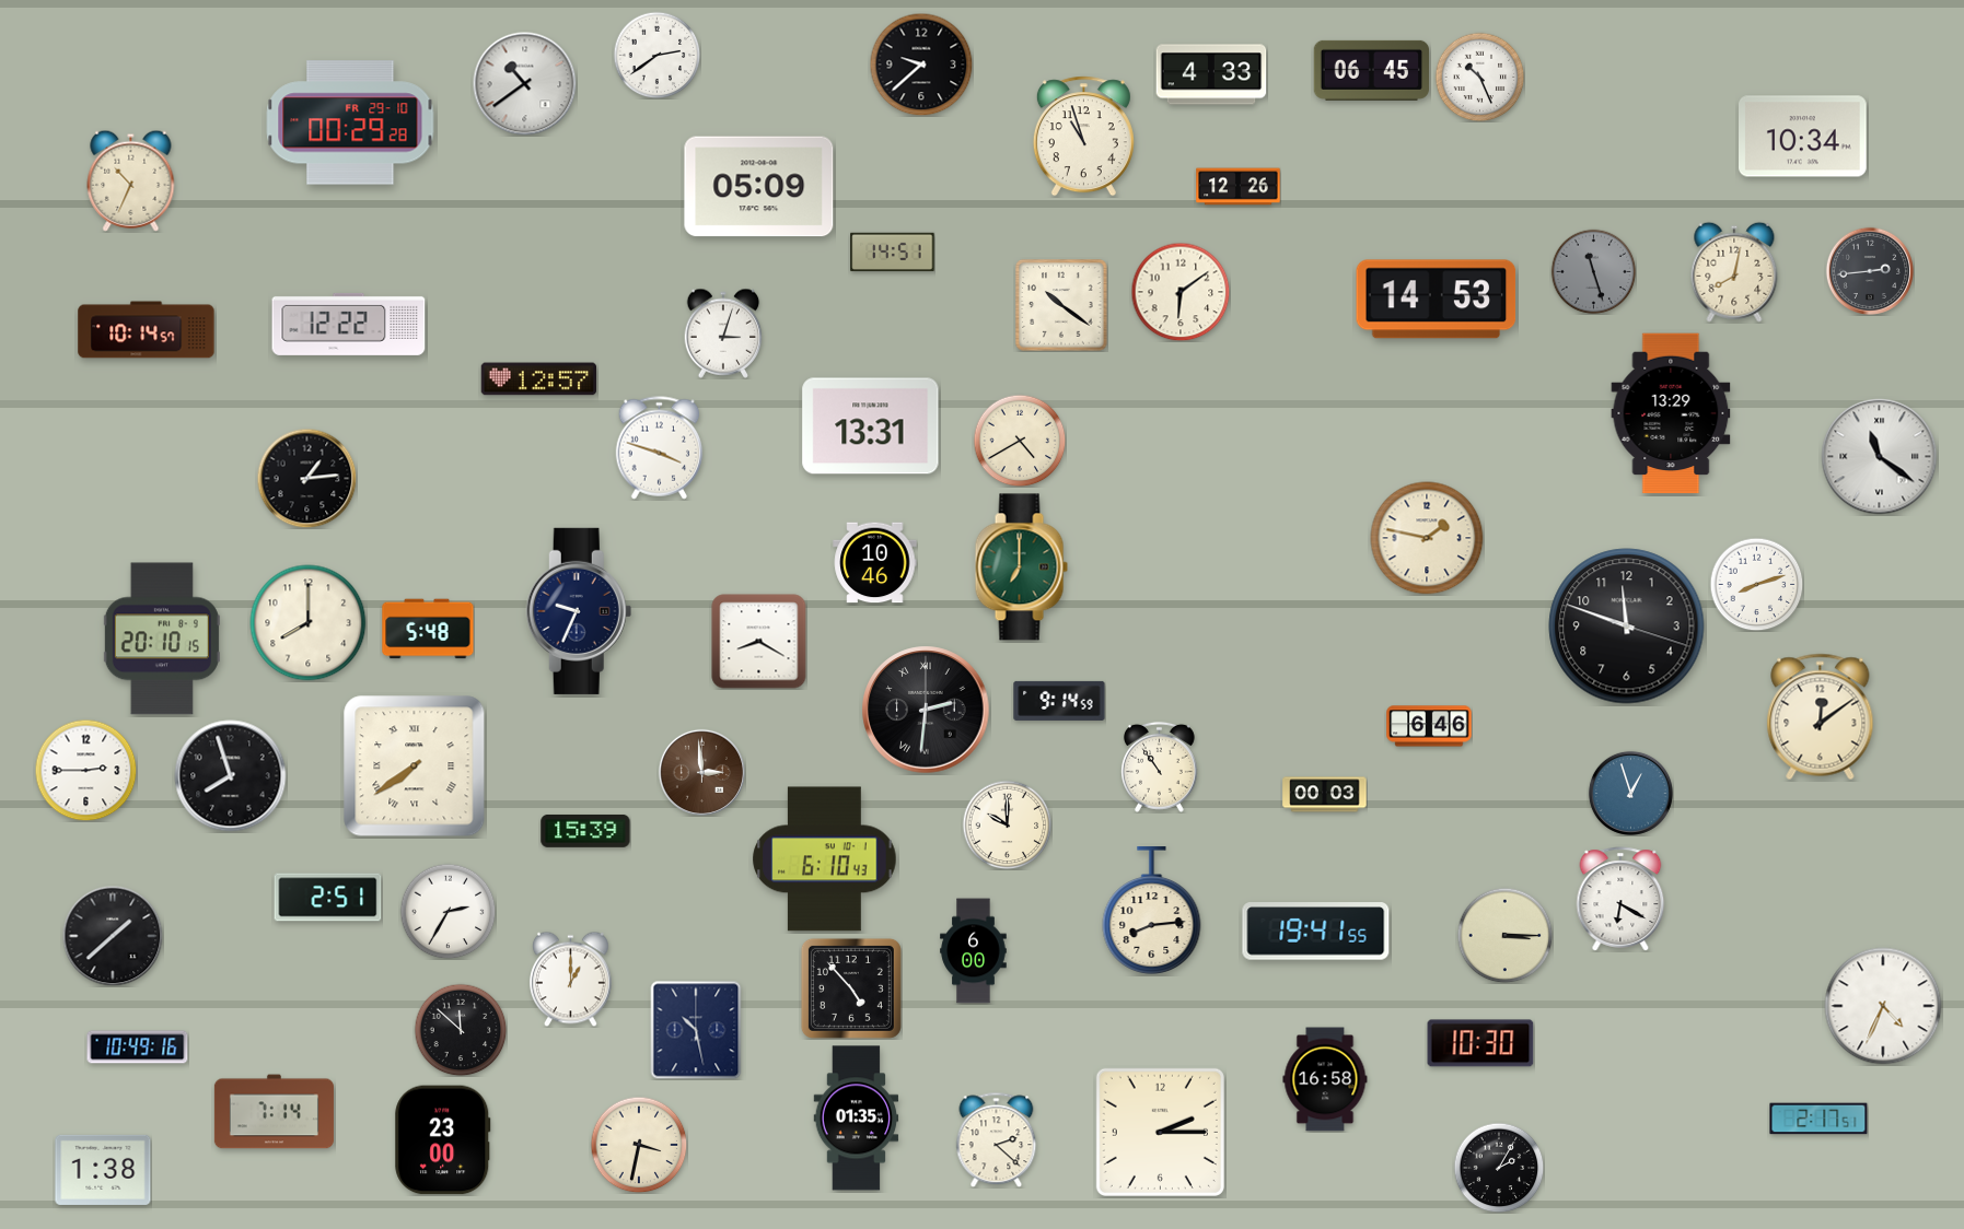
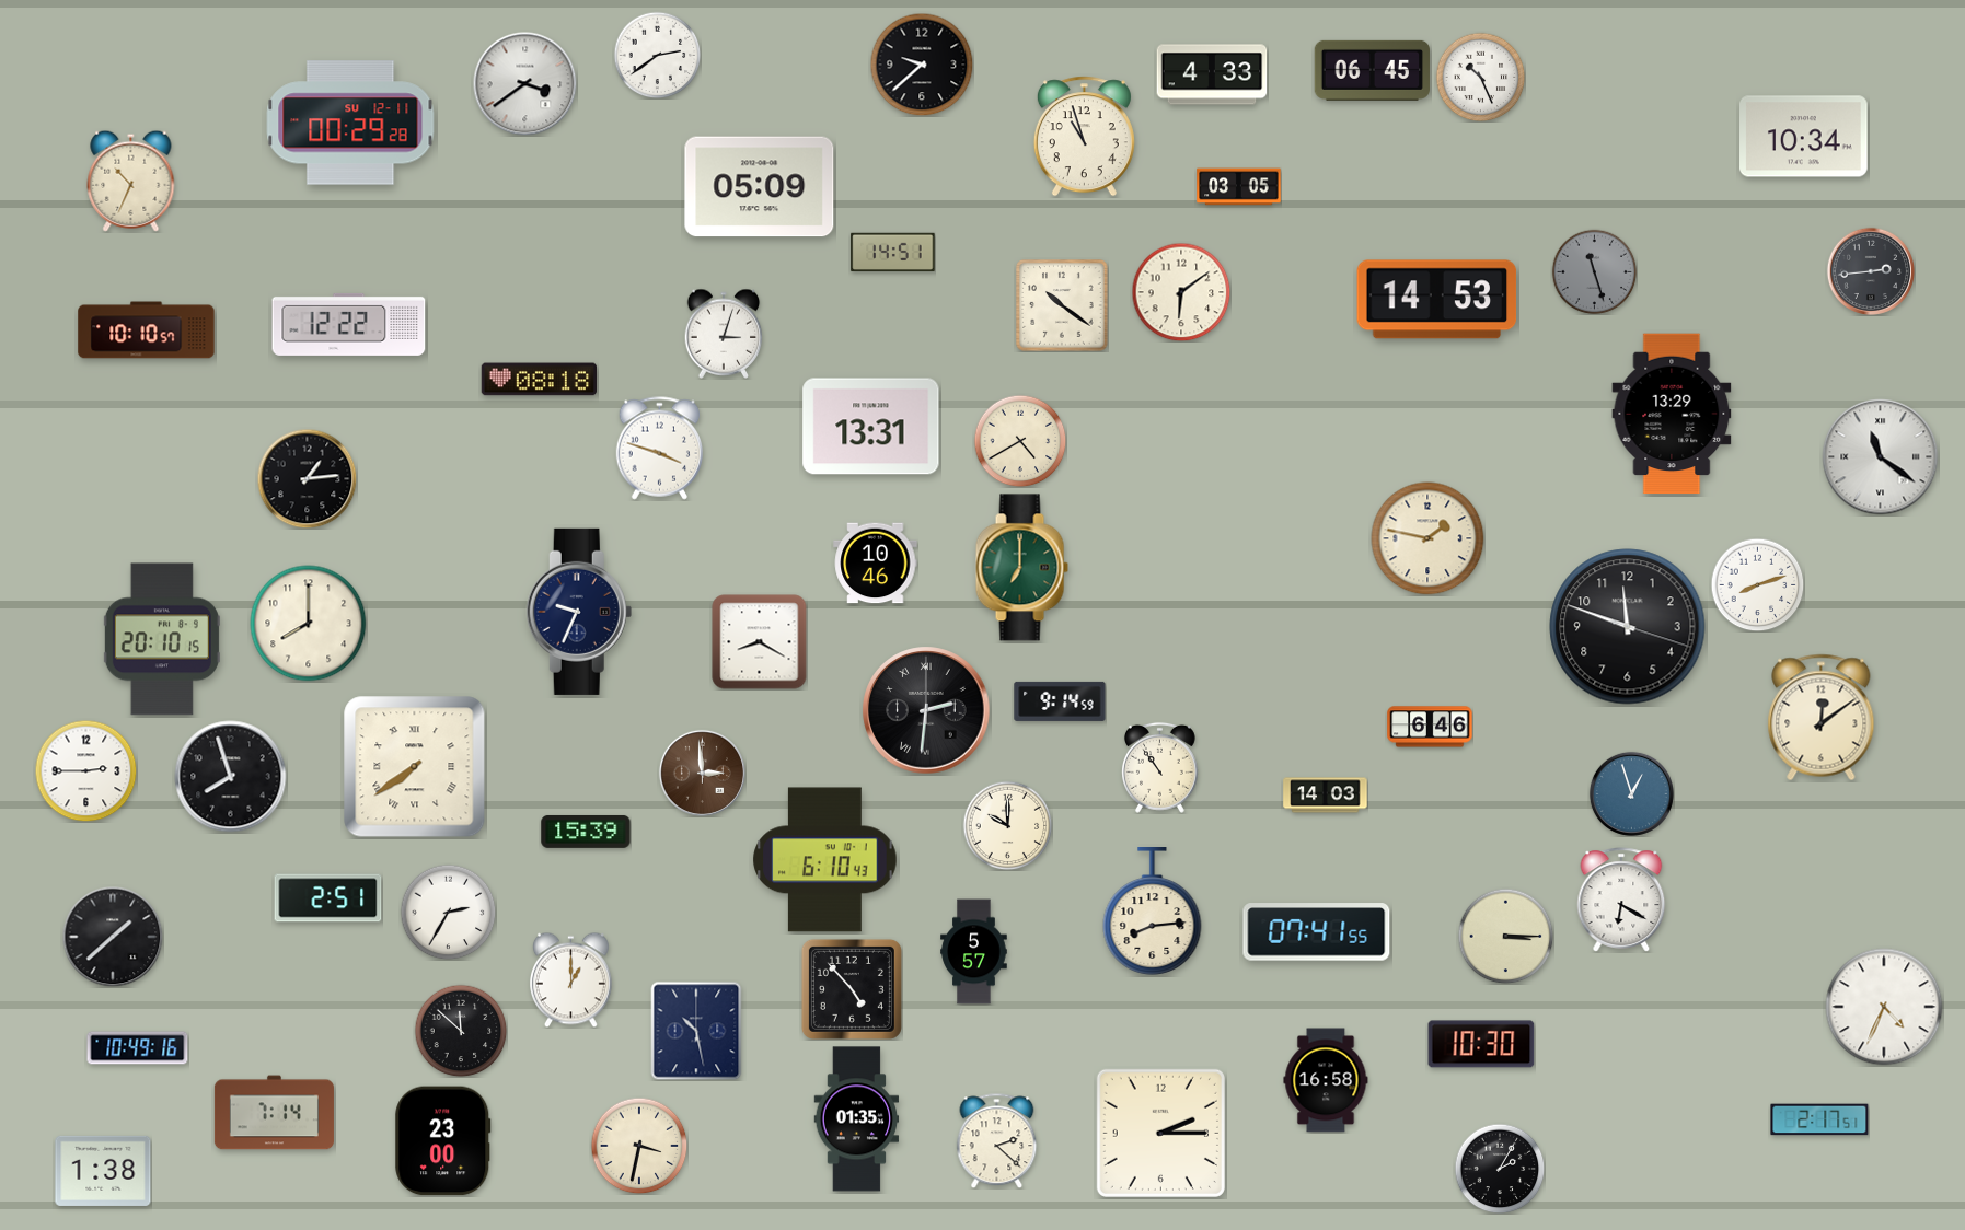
clock at (524, 83): 10:39 -> 3:39
clock at (350, 122) date: FR 29-10 -> SU 12-11
clock at (1239, 187): 12:26 -> 03:05
clock at (1734, 272): 8:02 -> none
clock at (147, 330): 10:14 -> 10:10
clock at (538, 379): 12:57 -> 08:18
clock at (428, 629): 5:48 -> none
clock at (1325, 795): 00:03 -> 14:03
clock at (1316, 932): 19:41 -> 07:41
clock at (974, 951): 6:00 -> 5:57
